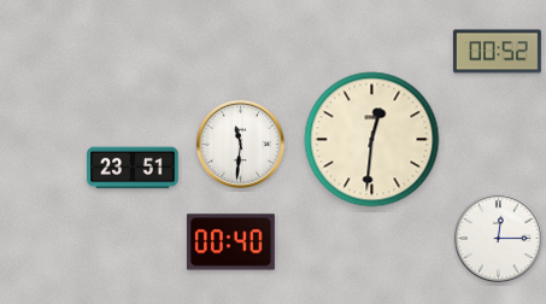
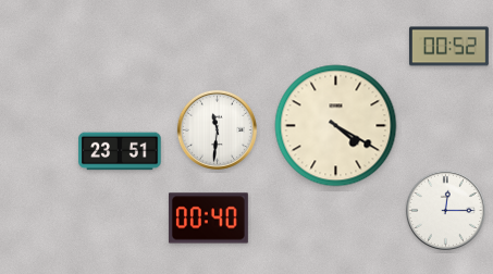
clock at (372, 140): 12:31 -> 4:20
clock at (498, 238) position: (498, 238) -> (445, 210)
